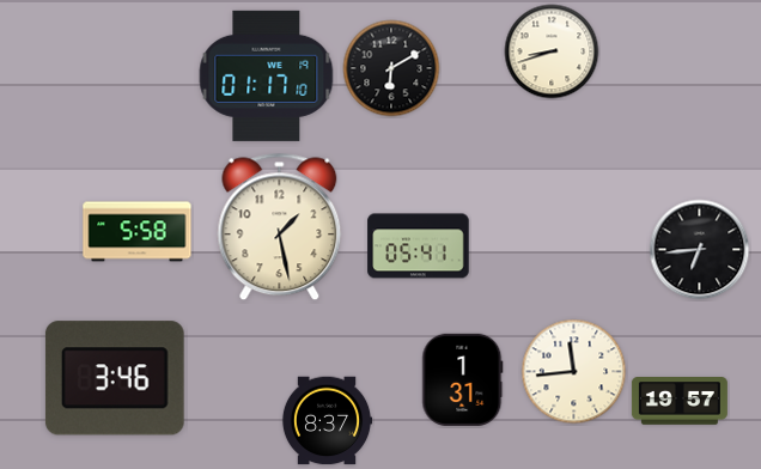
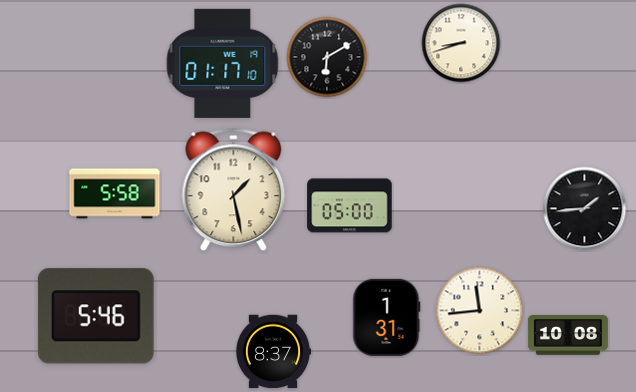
clock at (419, 246): 05:41 -> 05:00
clock at (700, 250): 6:44 -> 1:44
clock at (115, 378): 3:46 -> 5:46
clock at (680, 401): 19:57 -> 10:08
